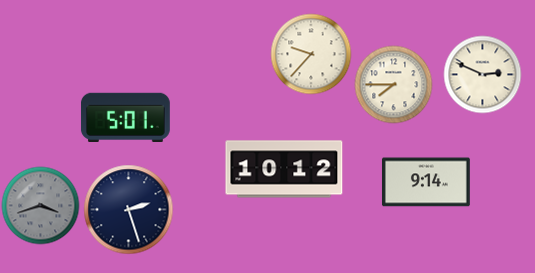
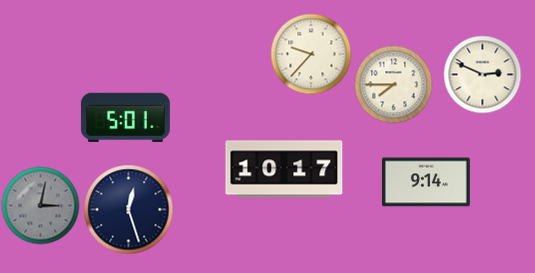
clock at (284, 169): 10:12 -> 10:17
clock at (40, 205): 3:42 -> 3:02
clock at (128, 209): 2:27 -> 12:27
